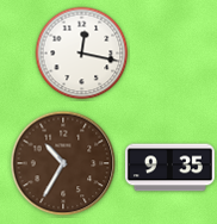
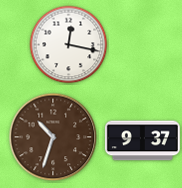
clock at (63, 163): 10:35 -> 10:33
clock at (169, 168): 9:35 -> 9:37
